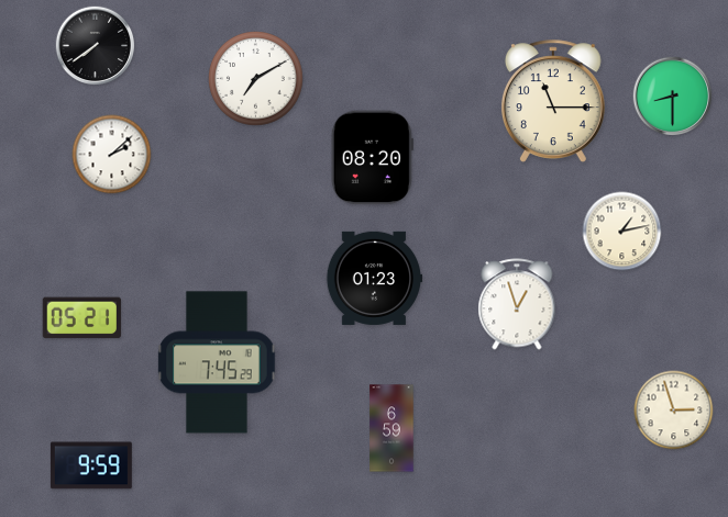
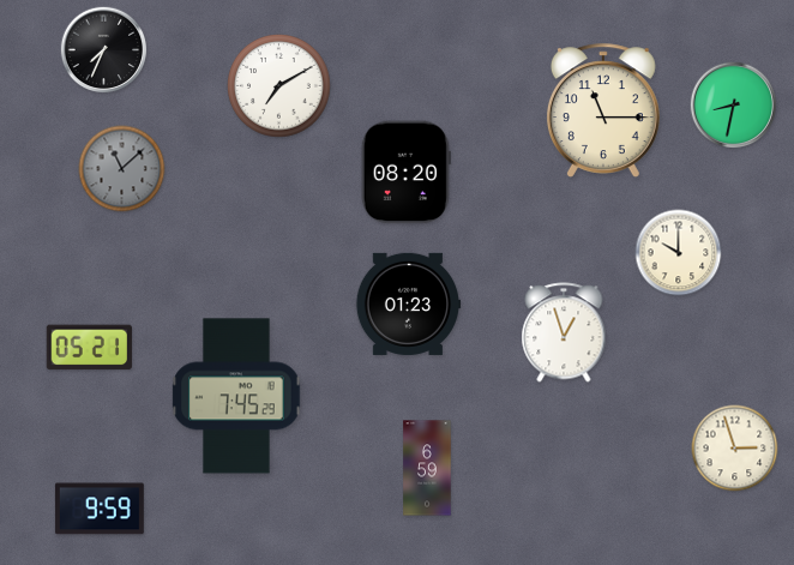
clock at (96, 46): 7:39 -> 7:34
clock at (673, 97): 8:30 -> 8:32
clock at (112, 155): 2:08 -> 11:08
clock at (112, 155) dial: white -> grey
clock at (622, 232): 1:13 -> 10:00
